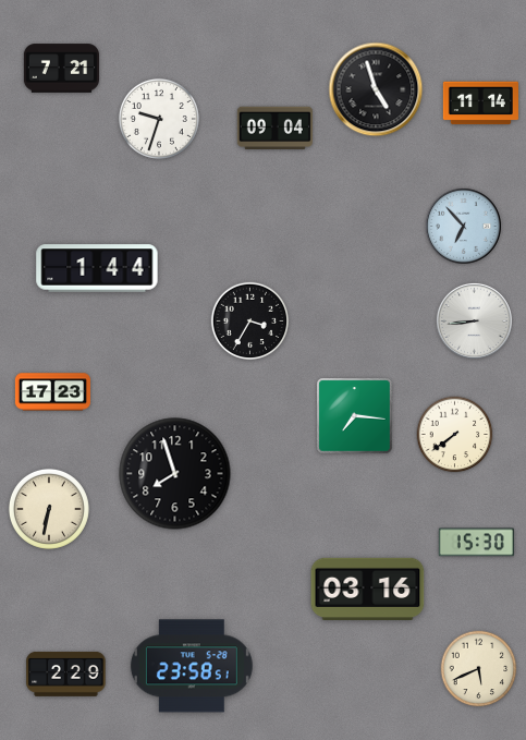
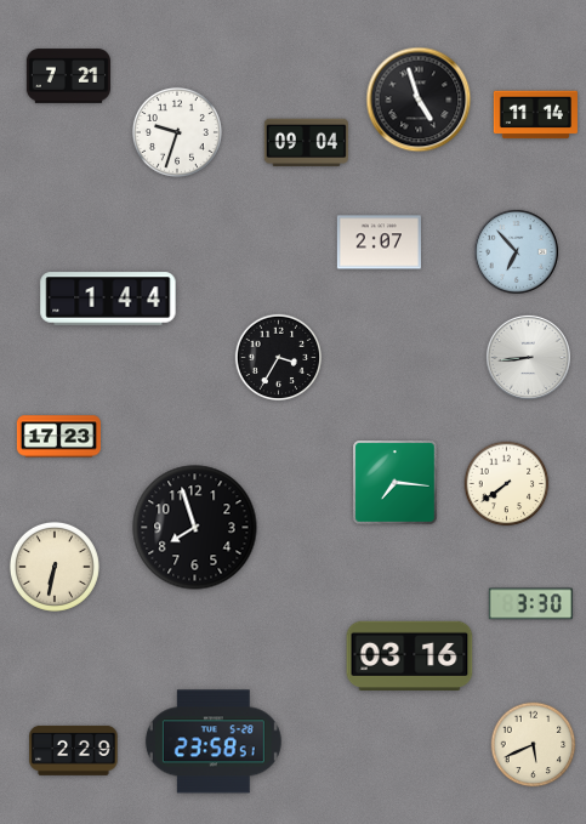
clock at (379, 243): none -> 2:07
clock at (355, 416) position: (355, 416) -> (396, 483)
clock at (476, 543): 15:30 -> 3:30
